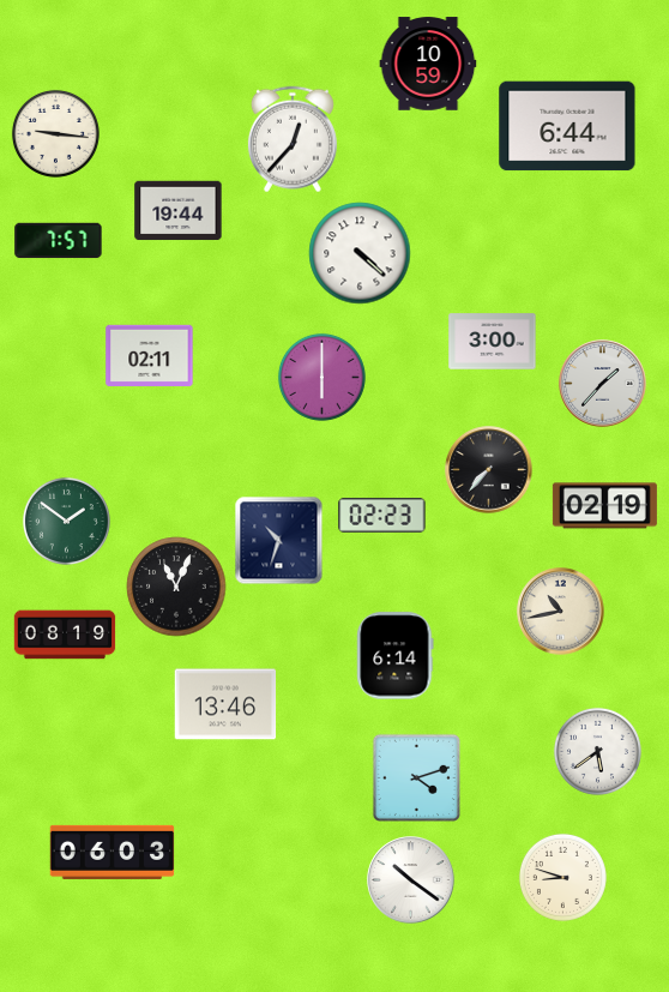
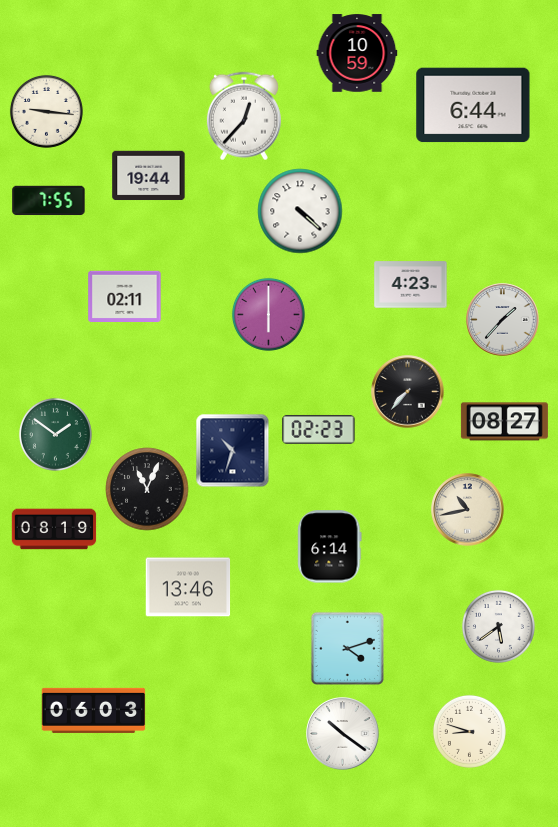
clock at (59, 241): 7:57 -> 7:55
clock at (493, 342): 3:00 -> 4:23
clock at (604, 506): 02:19 -> 08:27
